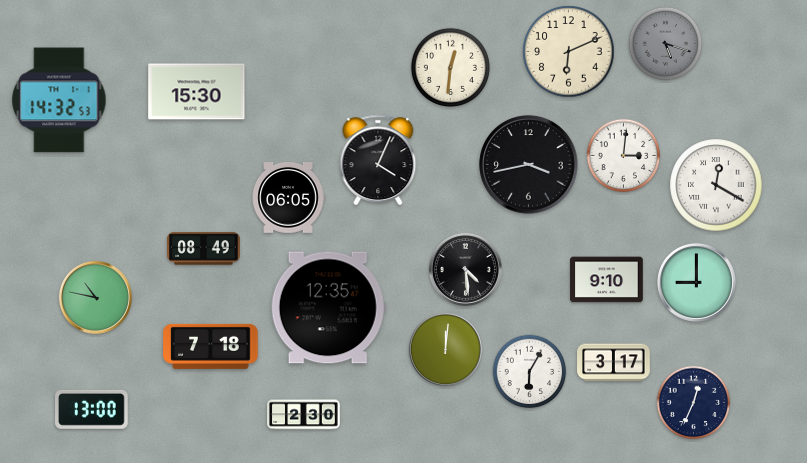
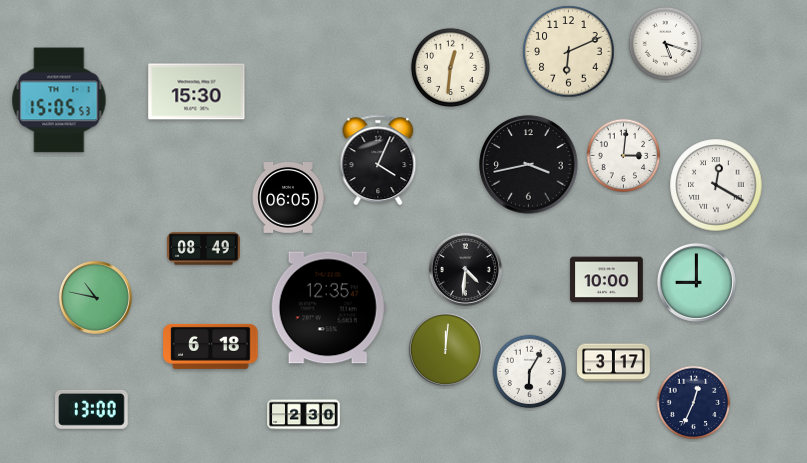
clock at (666, 44) dial: grey -> white
clock at (59, 100): 14:32 -> 15:05
clock at (465, 269): 4:29 -> 4:31
clock at (607, 280): 9:10 -> 10:00
clock at (211, 346): 7:18 -> 6:18
